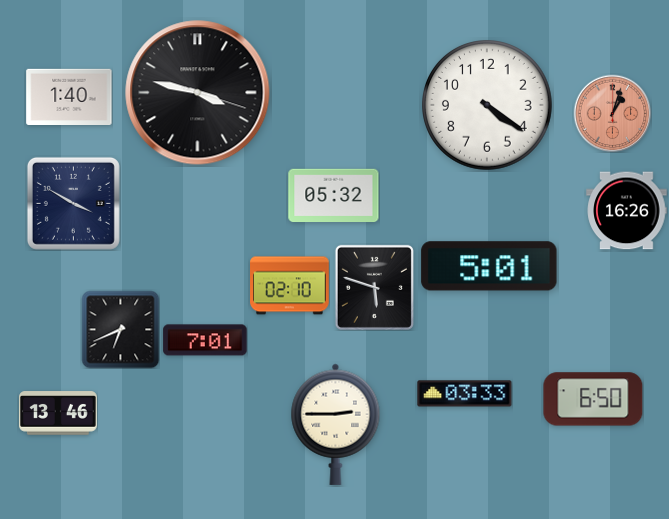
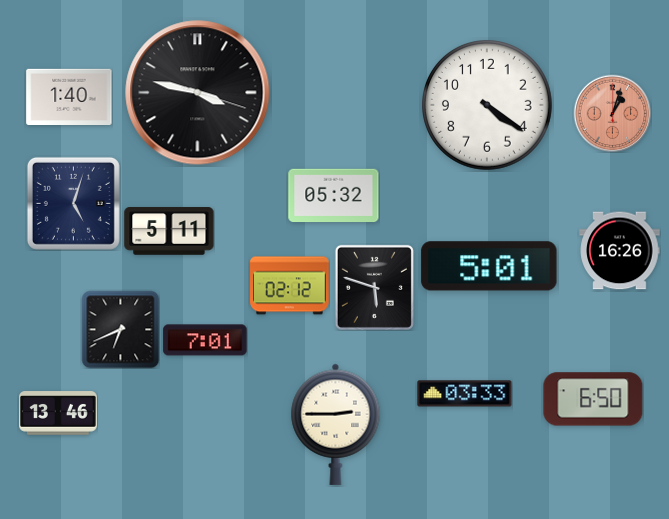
clock at (73, 203): 3:50 -> 5:03
clock at (627, 211) position: (627, 211) -> (620, 251)
clock at (169, 231): none -> 5:11
clock at (290, 286): 02:10 -> 02:12
